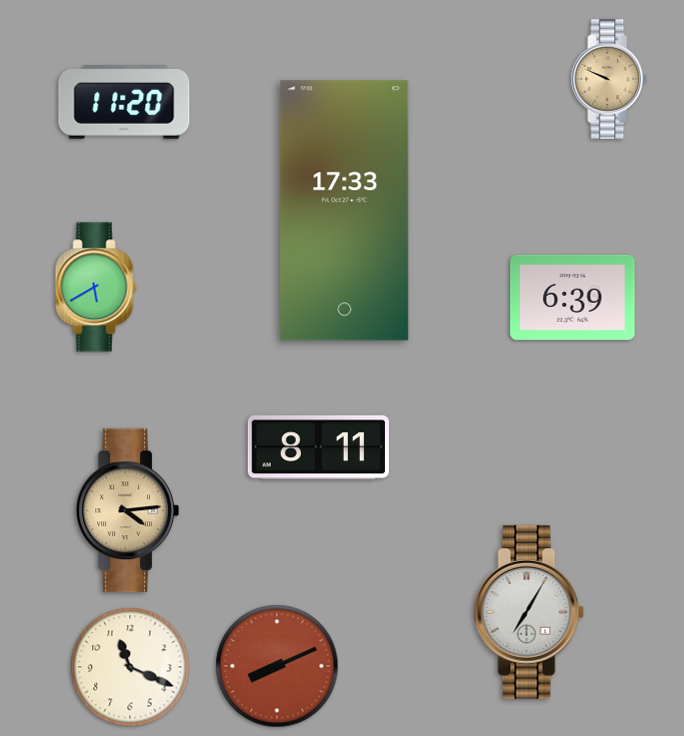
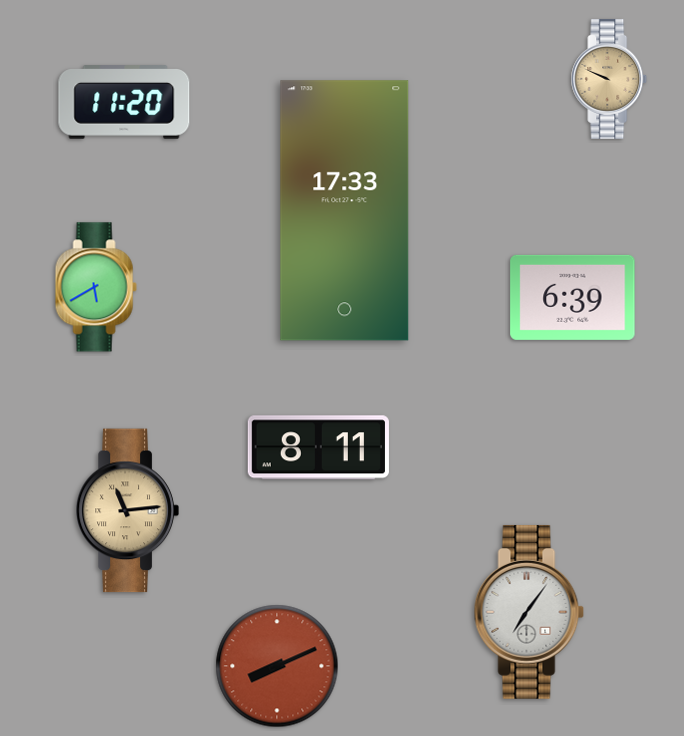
clock at (127, 511): 4:14 -> 11:14
clock at (529, 612): 7:05 -> 7:06
clock at (130, 667): 11:19 -> none
